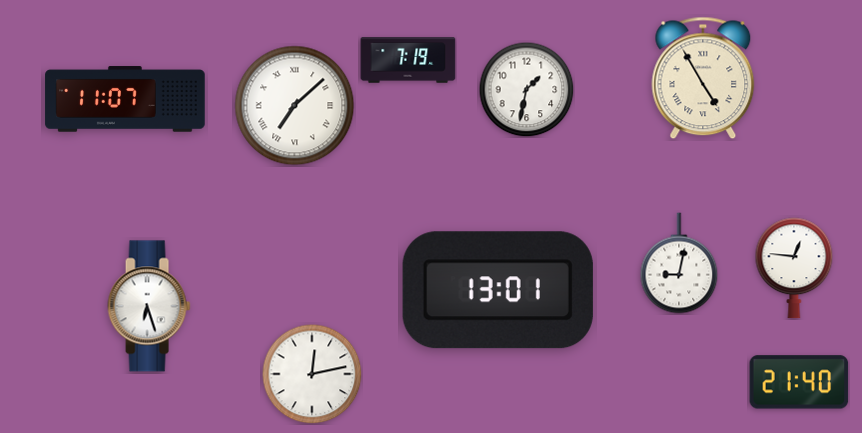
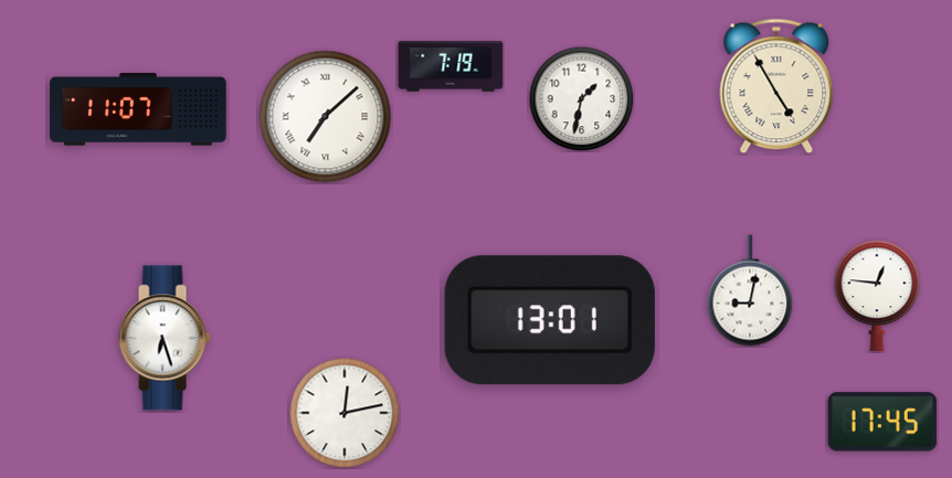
clock at (799, 382): 21:40 -> 17:45
